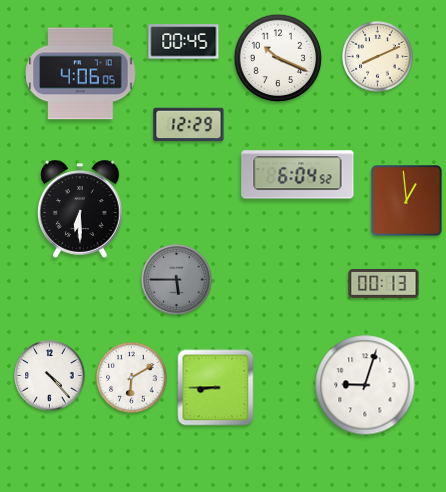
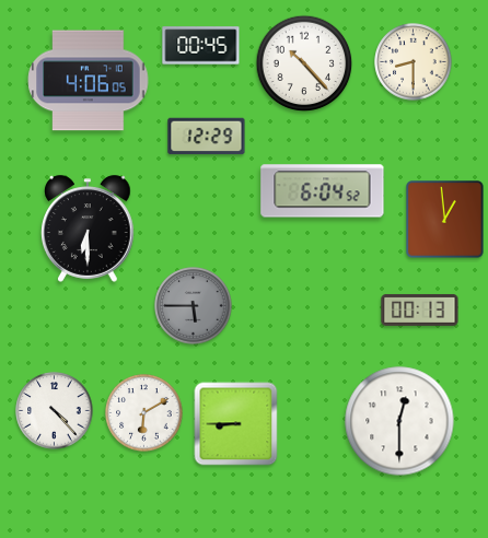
clock at (378, 57): 8:11 -> 8:30
clock at (278, 58): 10:19 -> 10:23
clock at (298, 175) position: (298, 175) -> (323, 191)
clock at (365, 385): 9:03 -> 12:30
